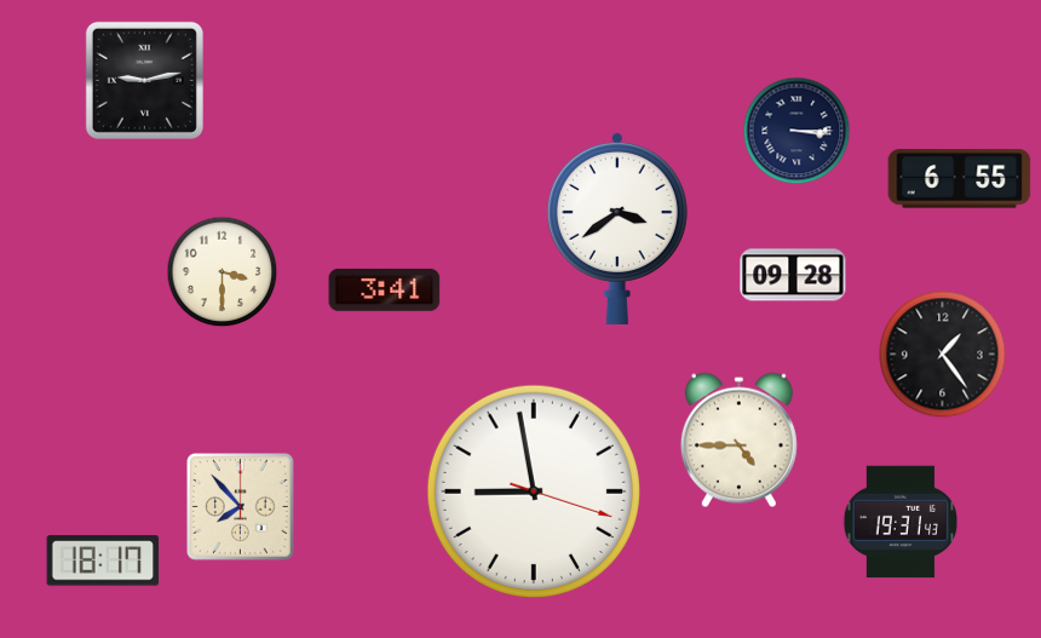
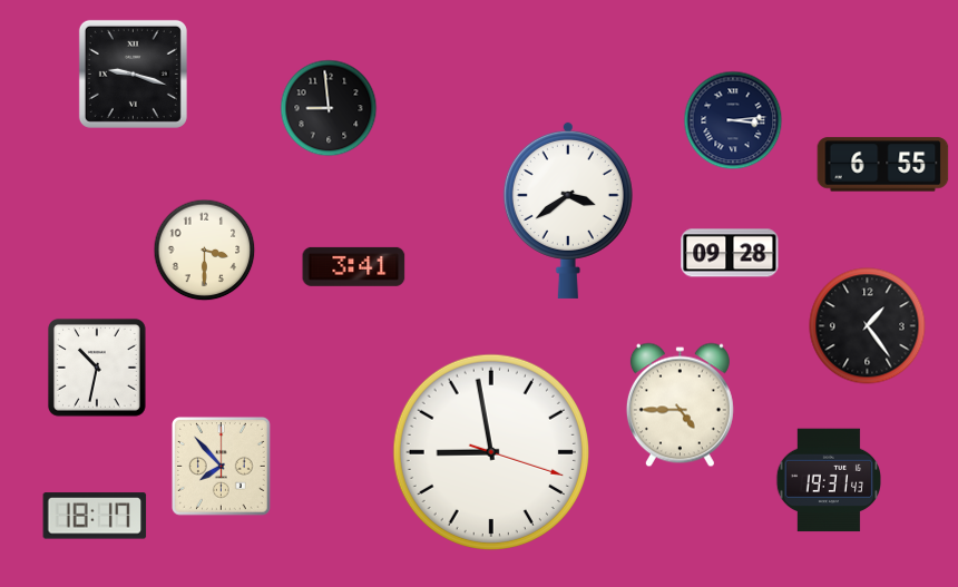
clock at (144, 80): 9:13 -> 9:18
clock at (329, 108): none -> 8:59
clock at (796, 131): 3:15 -> 3:14
clock at (97, 368): none -> 10:32
